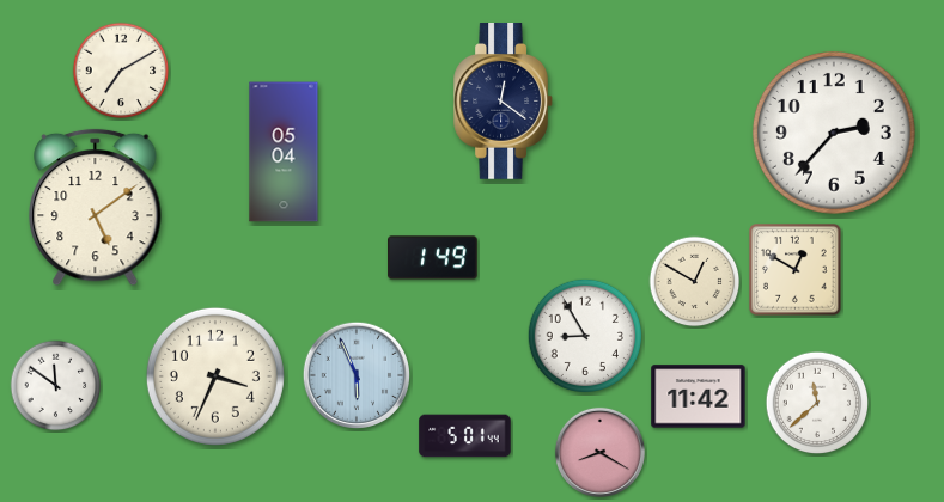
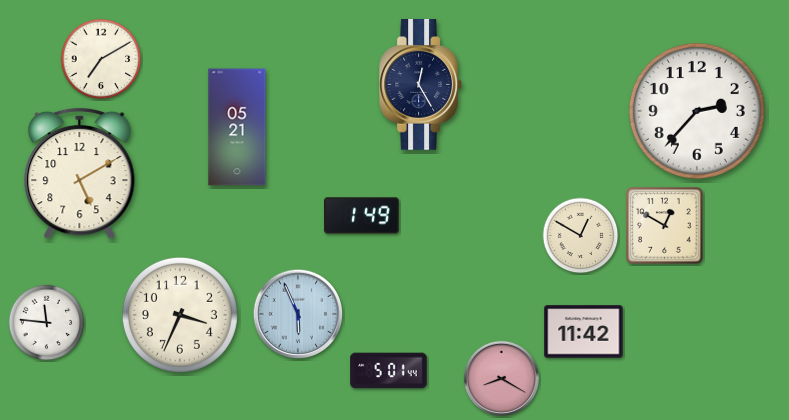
clock at (503, 102): 12:21 -> 12:25
clock at (284, 152): 05:04 -> 05:21
clock at (96, 208): 5:09 -> 5:10
clock at (584, 335): 8:55 -> none
clock at (56, 386): 11:51 -> 11:46
clock at (817, 403): 11:38 -> none
clock at (465, 436) position: (465, 436) -> (389, 371)
